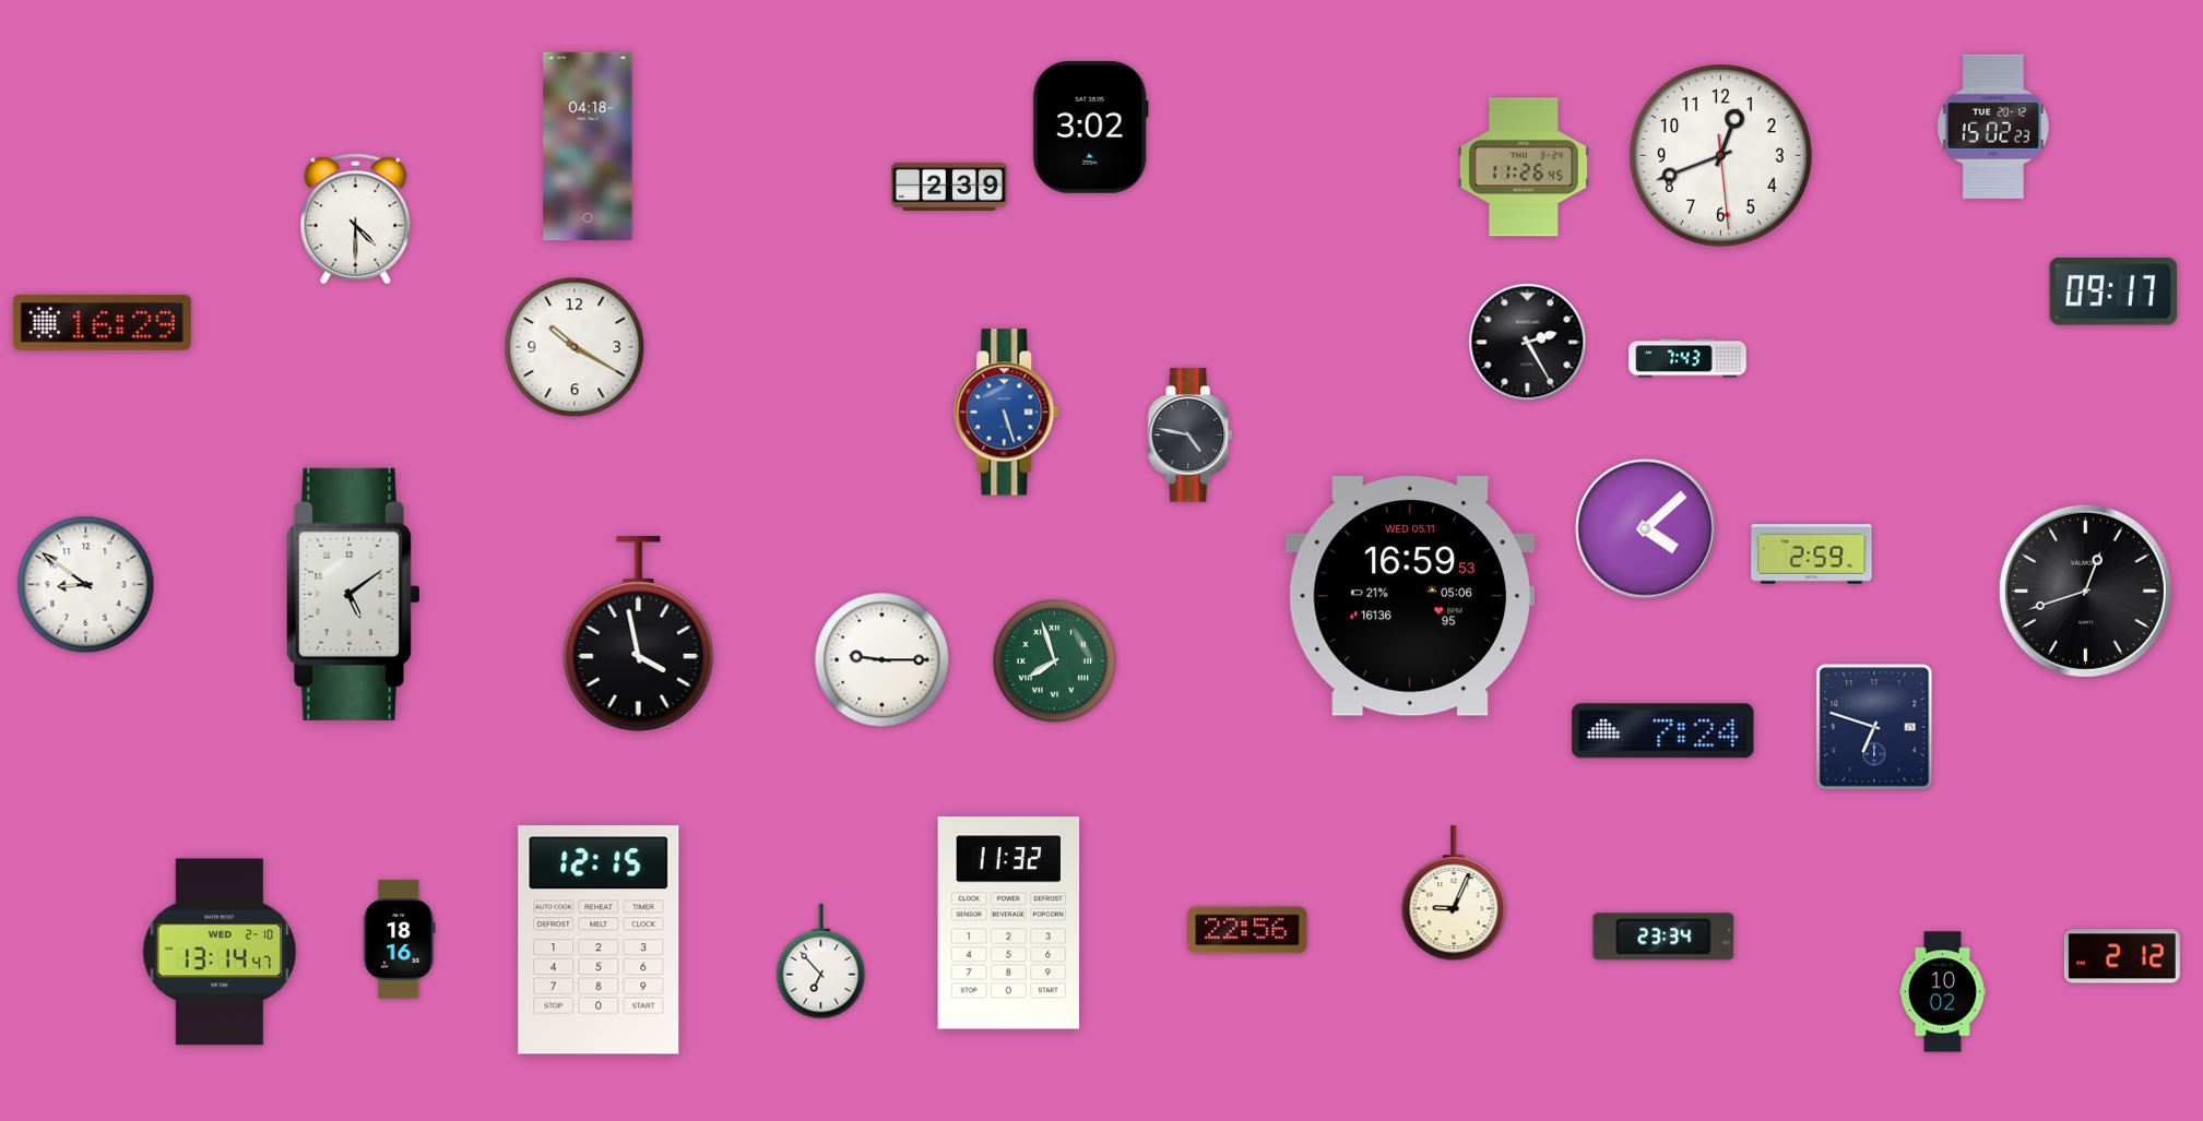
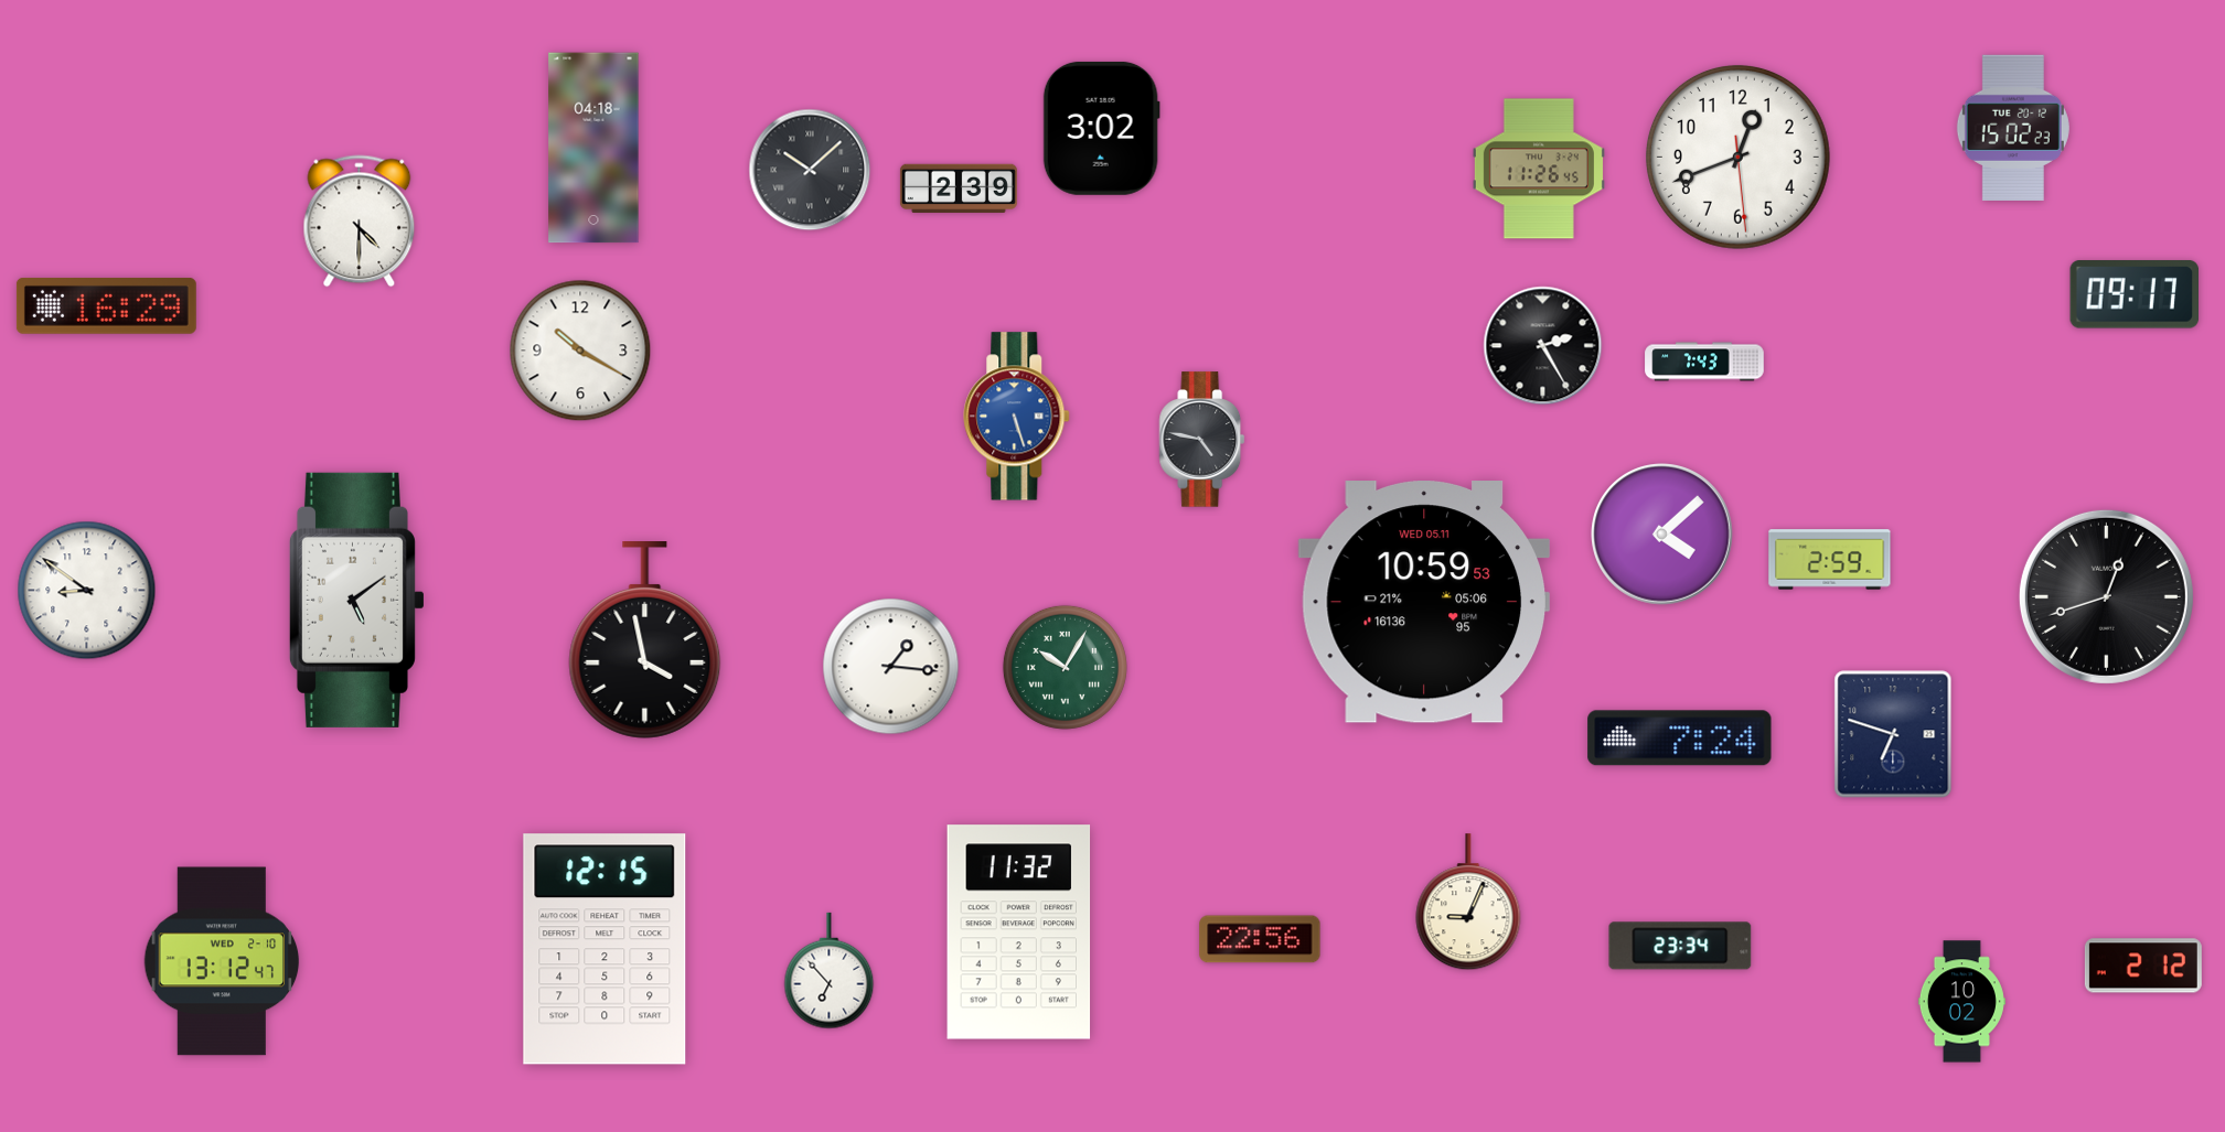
clock at (810, 170): none -> 10:08
clock at (102, 322) position: (102, 322) -> (106, 305)
clock at (1410, 596): 16:59 -> 10:59
clock at (883, 660): 9:15 -> 1:16
clock at (1054, 660): 7:57 -> 10:05
clock at (400, 940): 18:16 -> none
clock at (220, 952): 13:14 -> 13:12
